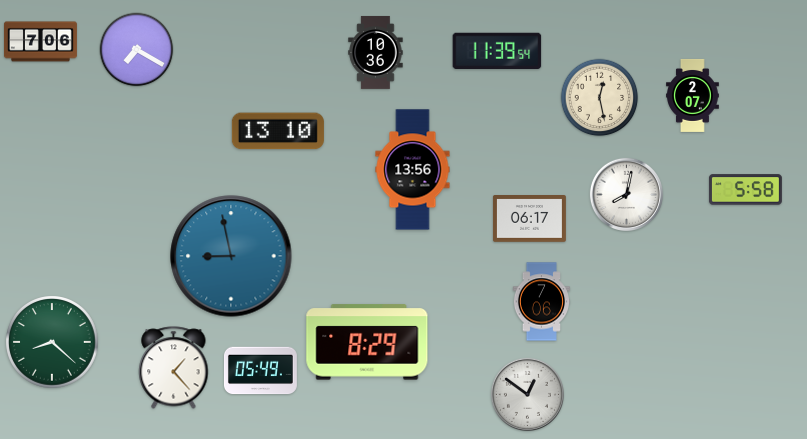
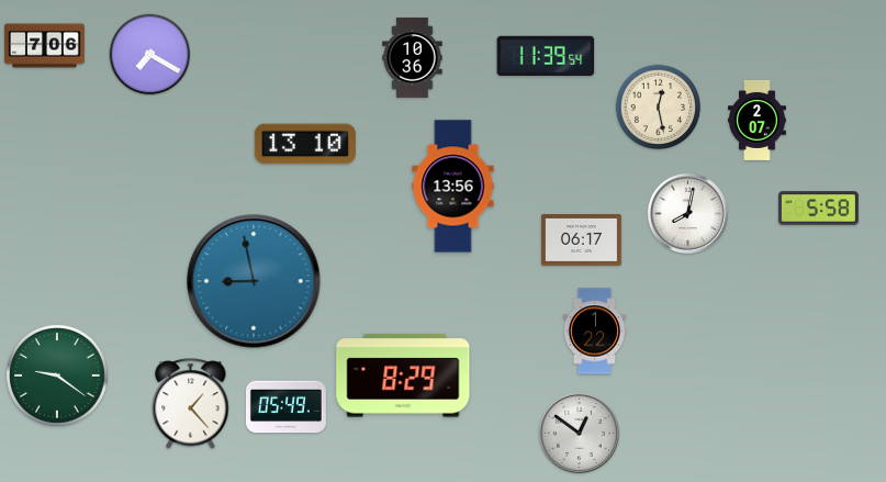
clock at (693, 96) position: (693, 96) -> (758, 121)
clock at (541, 302): 7:06 -> 1:22
clock at (53, 343): 8:22 -> 9:21
